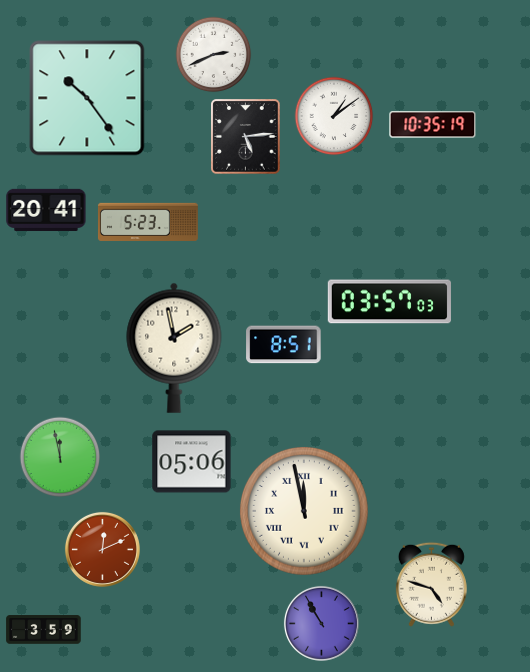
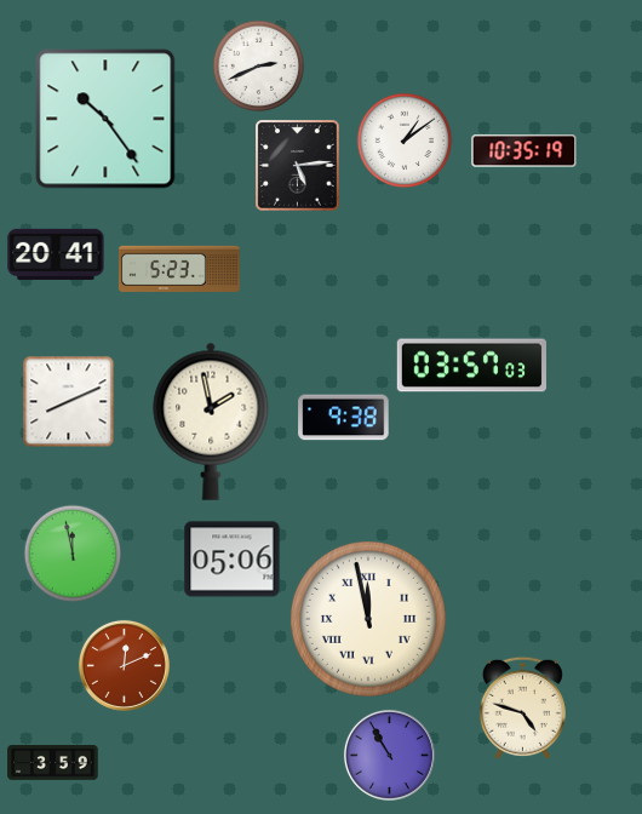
clock at (69, 402): none -> 8:11
clock at (284, 345): 8:51 -> 9:38
